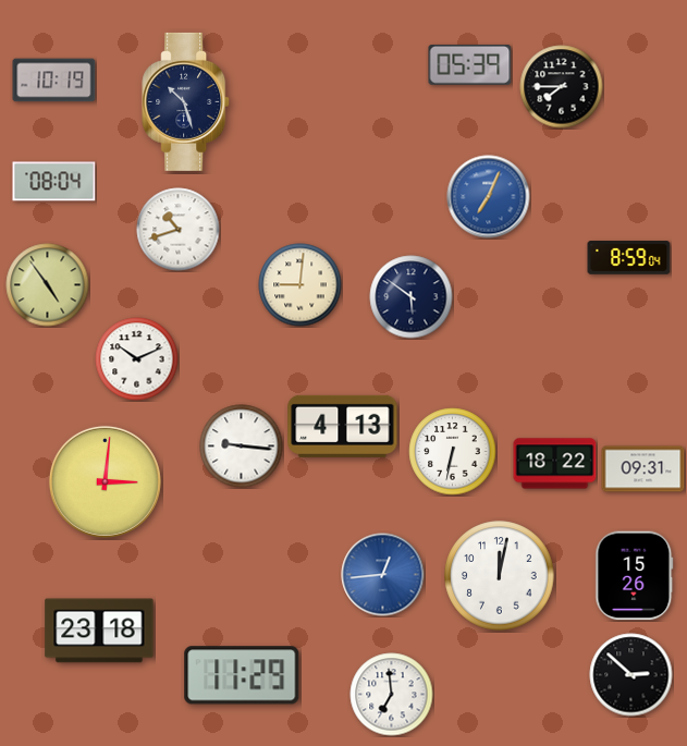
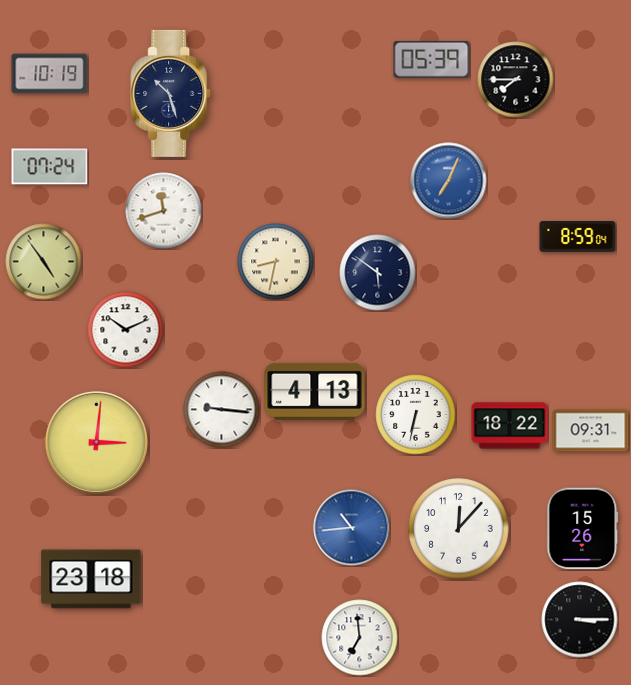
clock at (54, 182): 08:04 -> 07:24
clock at (179, 230): 10:42 -> 11:42
clock at (300, 285): 9:01 -> 8:32
clock at (383, 575): 12:44 -> 10:44
clock at (500, 576): 12:02 -> 12:07
clock at (242, 675): 11:29 -> none
clock at (631, 675): 2:52 -> 3:15
